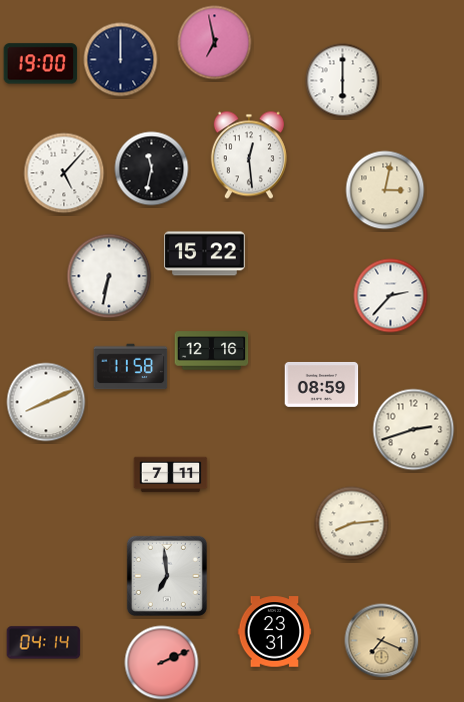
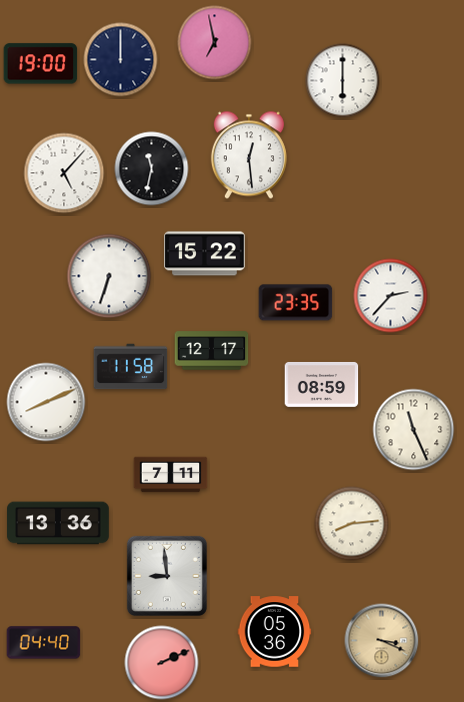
clock at (385, 190): 3:02 -> none
clock at (109, 276): 6:32 -> 6:33
clock at (296, 303): none -> 23:35
clock at (212, 351): 12:16 -> 12:17
clock at (414, 430): 2:42 -> 11:26
clock at (59, 523): none -> 13:36
clock at (167, 576): 6:59 -> 8:59
clock at (275, 632): 23:31 -> 05:36
clock at (382, 641): 7:19 -> 3:19
clock at (44, 643): 04:14 -> 04:40
